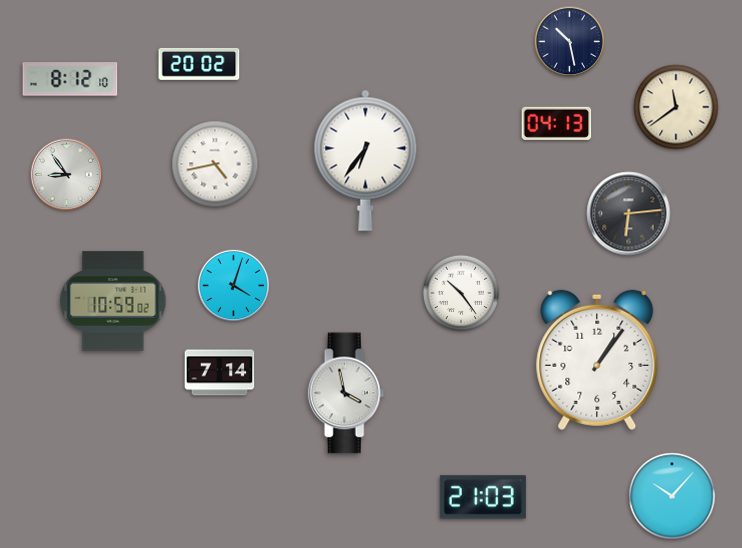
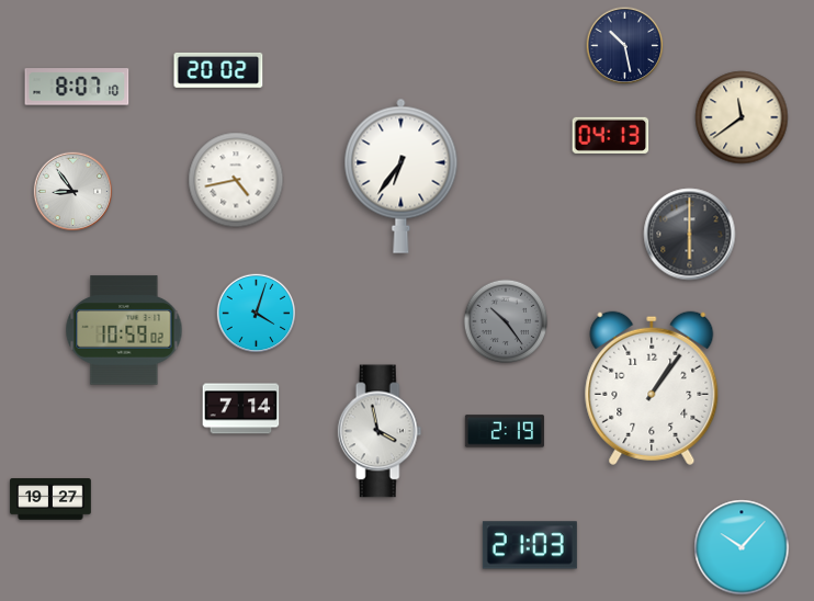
clock at (70, 79): 8:12 -> 8:07
clock at (629, 214): 6:14 -> 6:00
clock at (461, 293) dial: white -> grey
clock at (597, 360) position: (597, 360) -> (652, 388)
clock at (505, 431): none -> 2:19
clock at (50, 499): none -> 19:27
clock at (672, 496) position: (672, 496) -> (742, 547)
